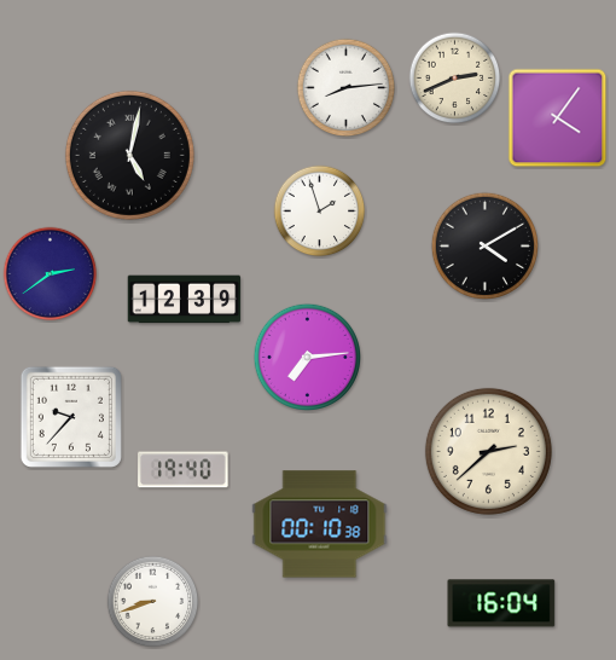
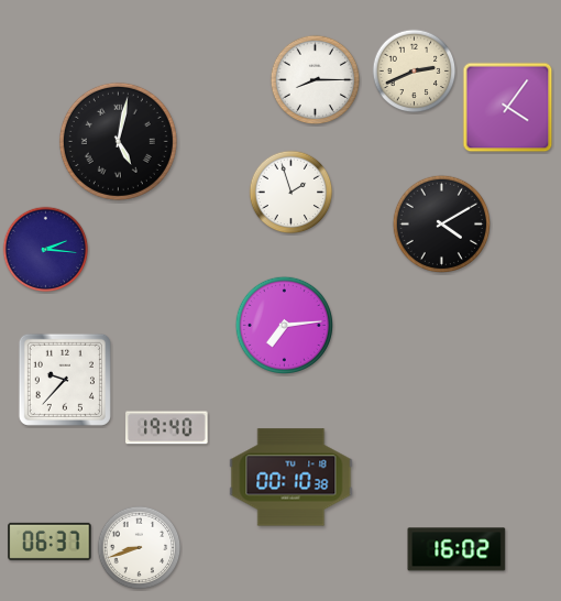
clock at (347, 88): 8:14 -> 8:15
clock at (51, 274): 2:39 -> 2:16
clock at (185, 300): 12:39 -> none
clock at (307, 357) position: (307, 357) -> (284, 325)
clock at (488, 451): 2:38 -> none
clock at (50, 542): none -> 06:37
clock at (501, 603): 16:04 -> 16:02
